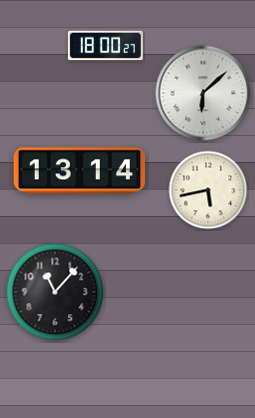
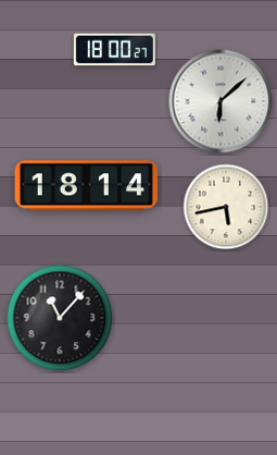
clock at (79, 171): 13:14 -> 18:14
